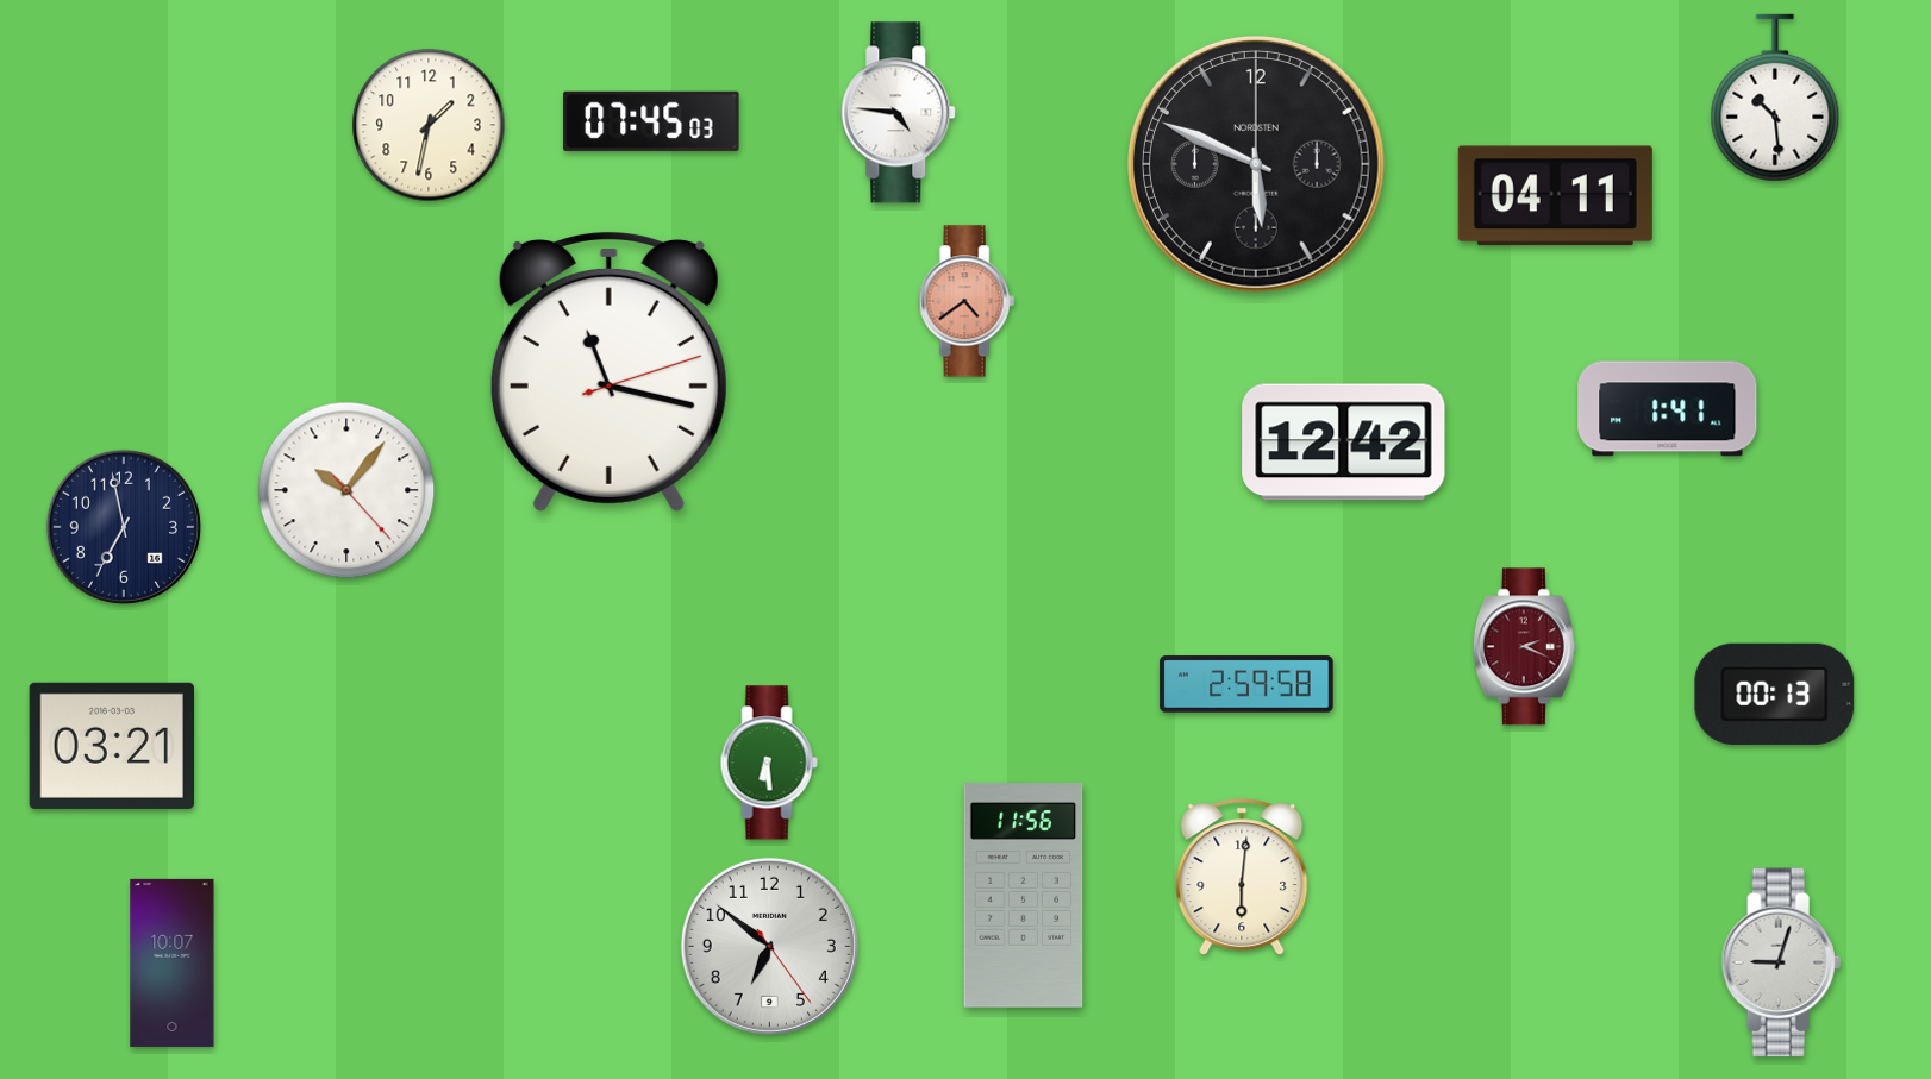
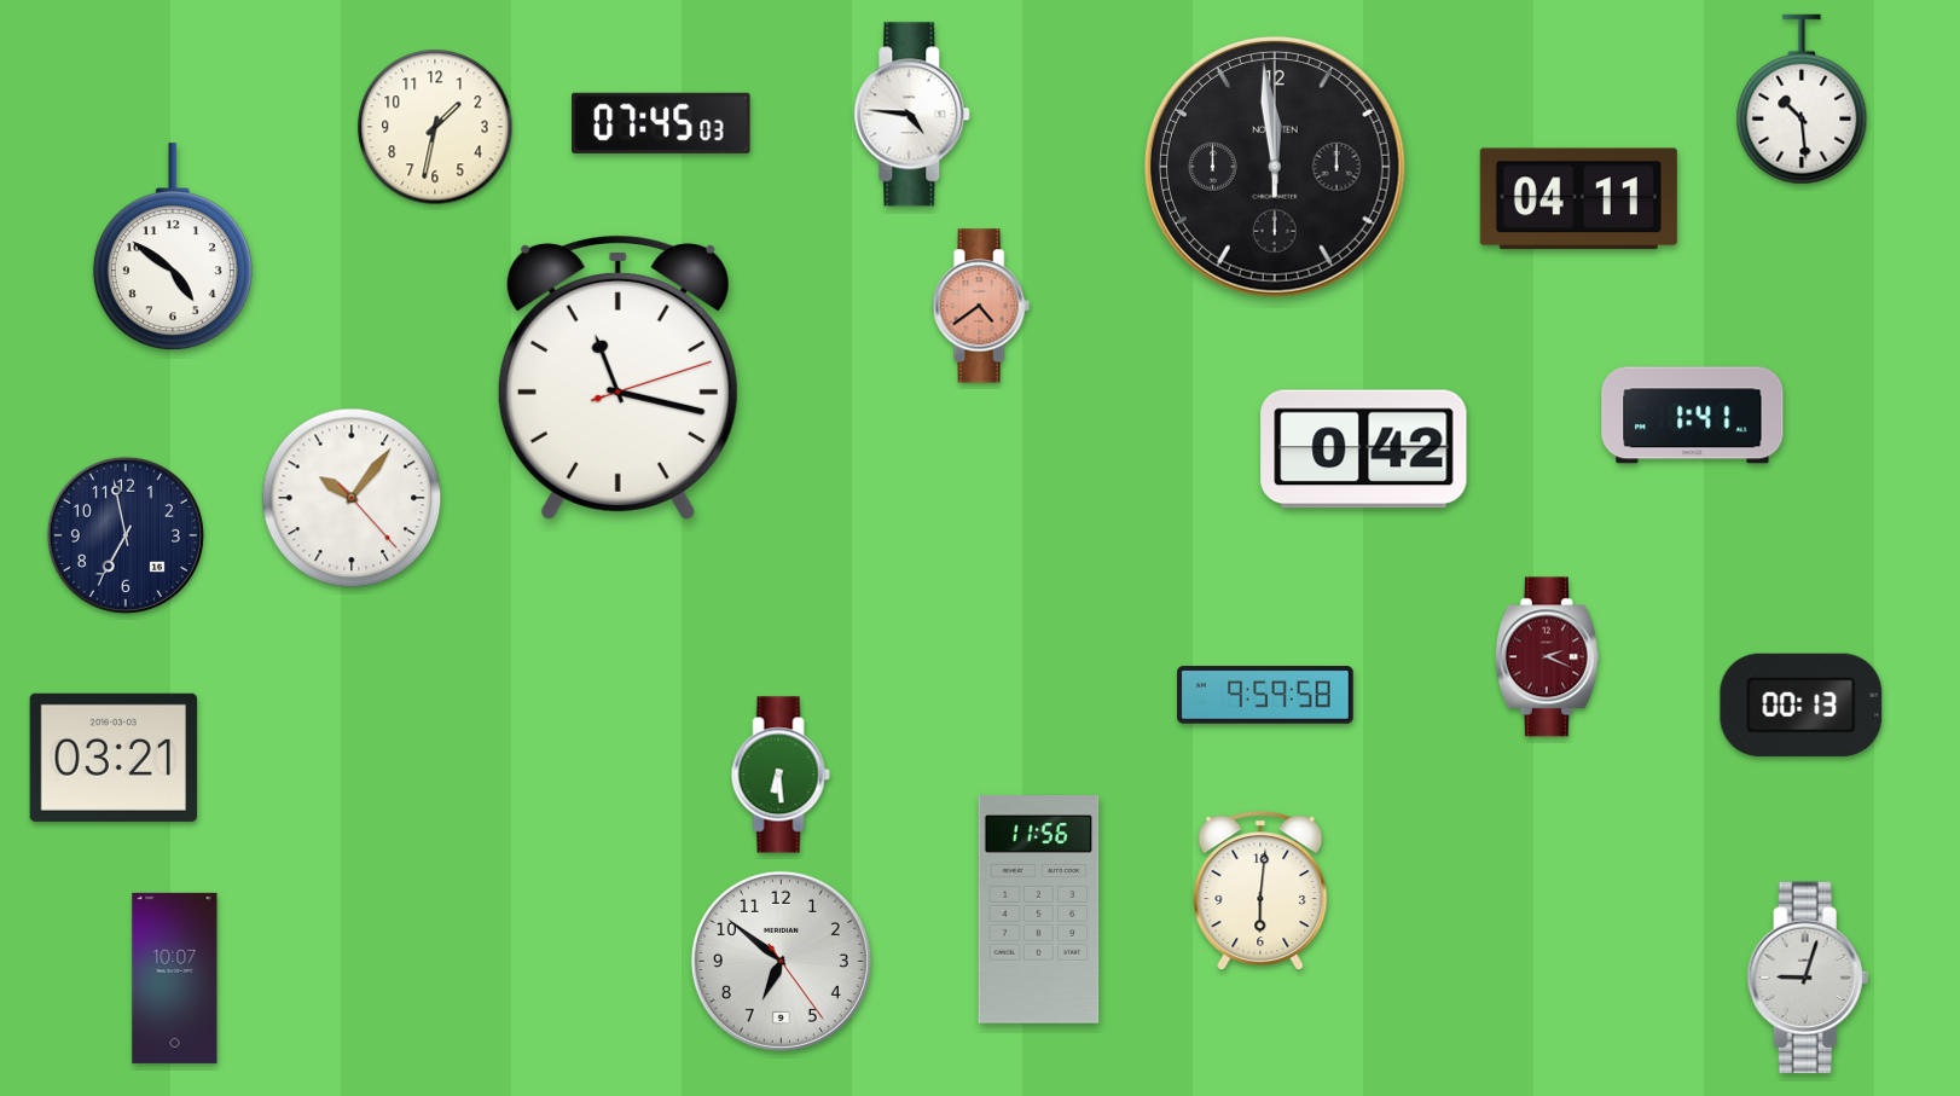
clock at (1257, 165): 5:49 -> 11:59
clock at (173, 248): none -> 4:51
clock at (1344, 443): 12:42 -> 0:42
clock at (1246, 684): 2:59 -> 9:59
